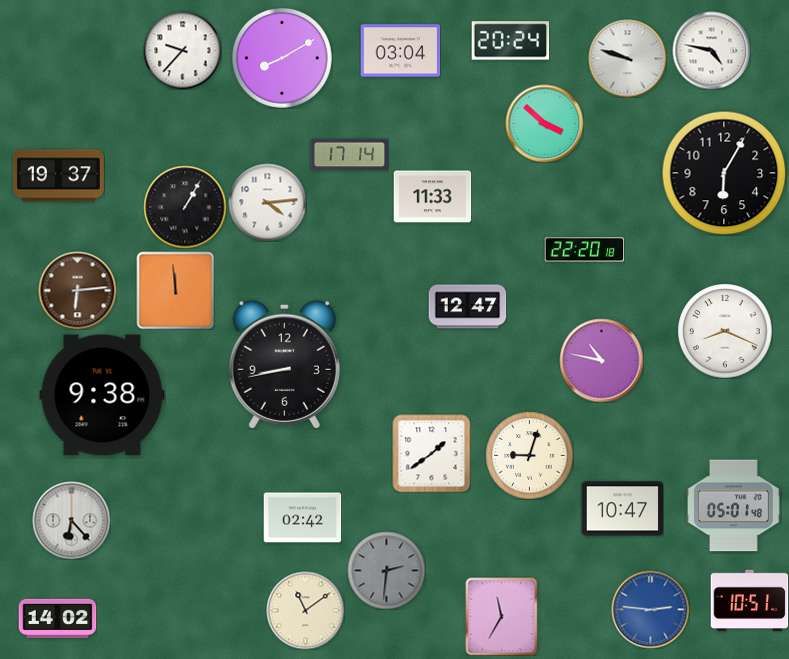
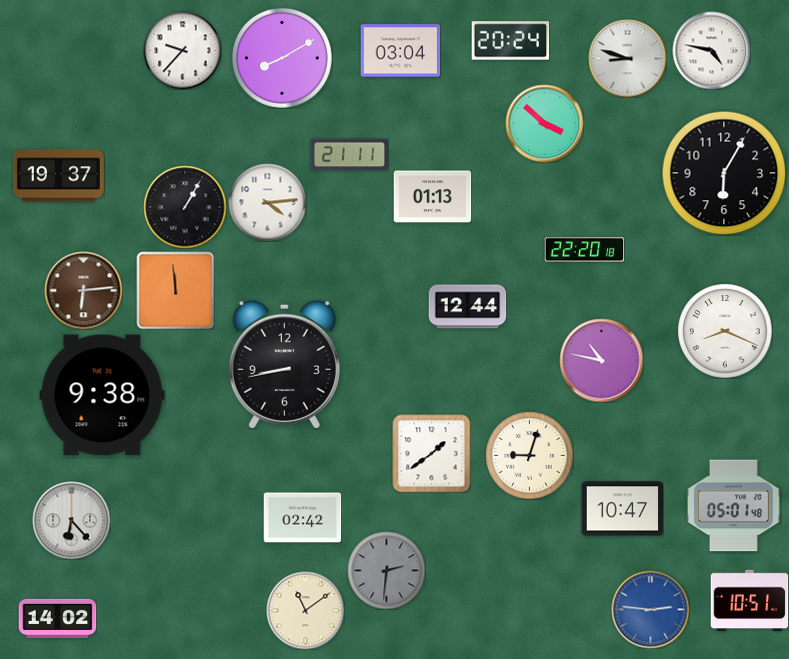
clock at (627, 58): 9:48 -> 8:48
clock at (349, 155): 17:14 -> 21:11
clock at (432, 197): 11:33 -> 01:13
clock at (77, 290) position: (77, 290) -> (83, 290)
clock at (467, 307): 12:47 -> 12:44
clock at (502, 616): 11:35 -> none
